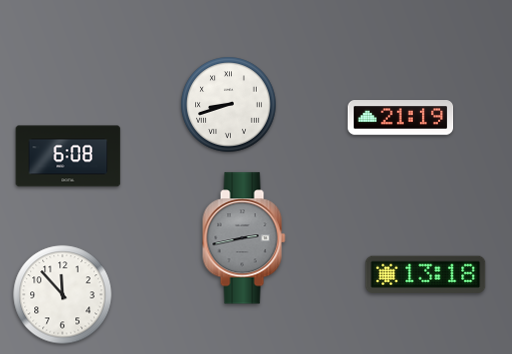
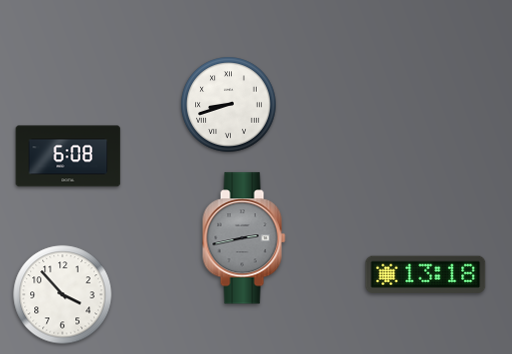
clock at (401, 118): 21:19 -> none
clock at (63, 295): 11:53 -> 3:53
